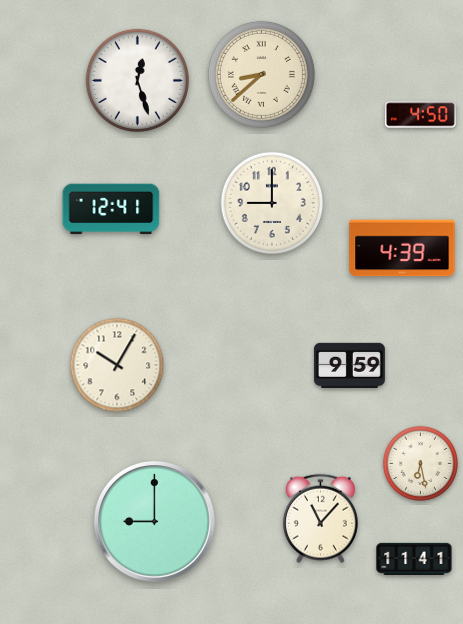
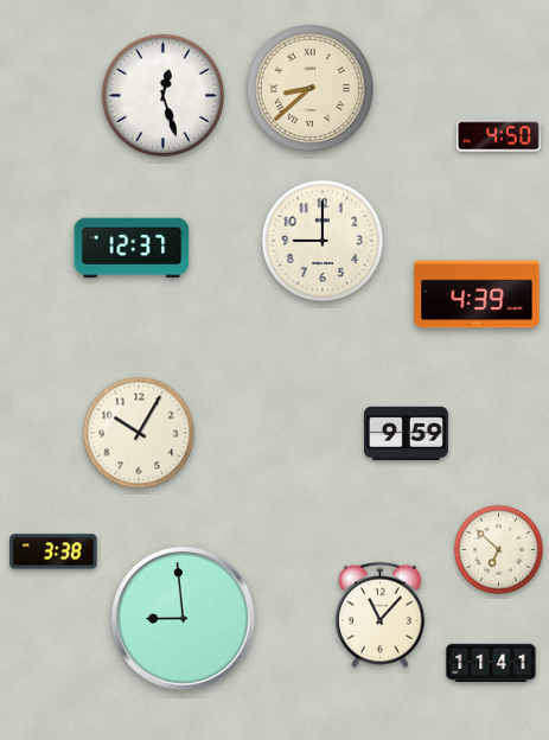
clock at (111, 209): 12:41 -> 12:37
clock at (349, 365) position: (349, 365) -> (406, 433)
clock at (420, 463): 6:28 -> 6:52
clock at (53, 551): none -> 3:38
clock at (155, 522): 9:00 -> 8:59
